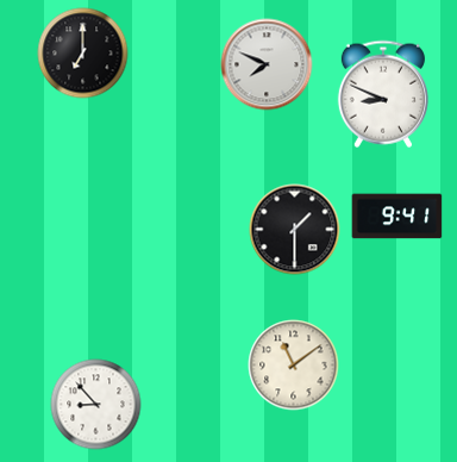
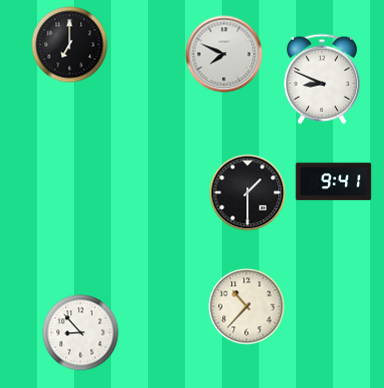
clock at (294, 366): 11:09 -> 10:37
clock at (96, 405) position: (96, 405) -> (81, 333)
